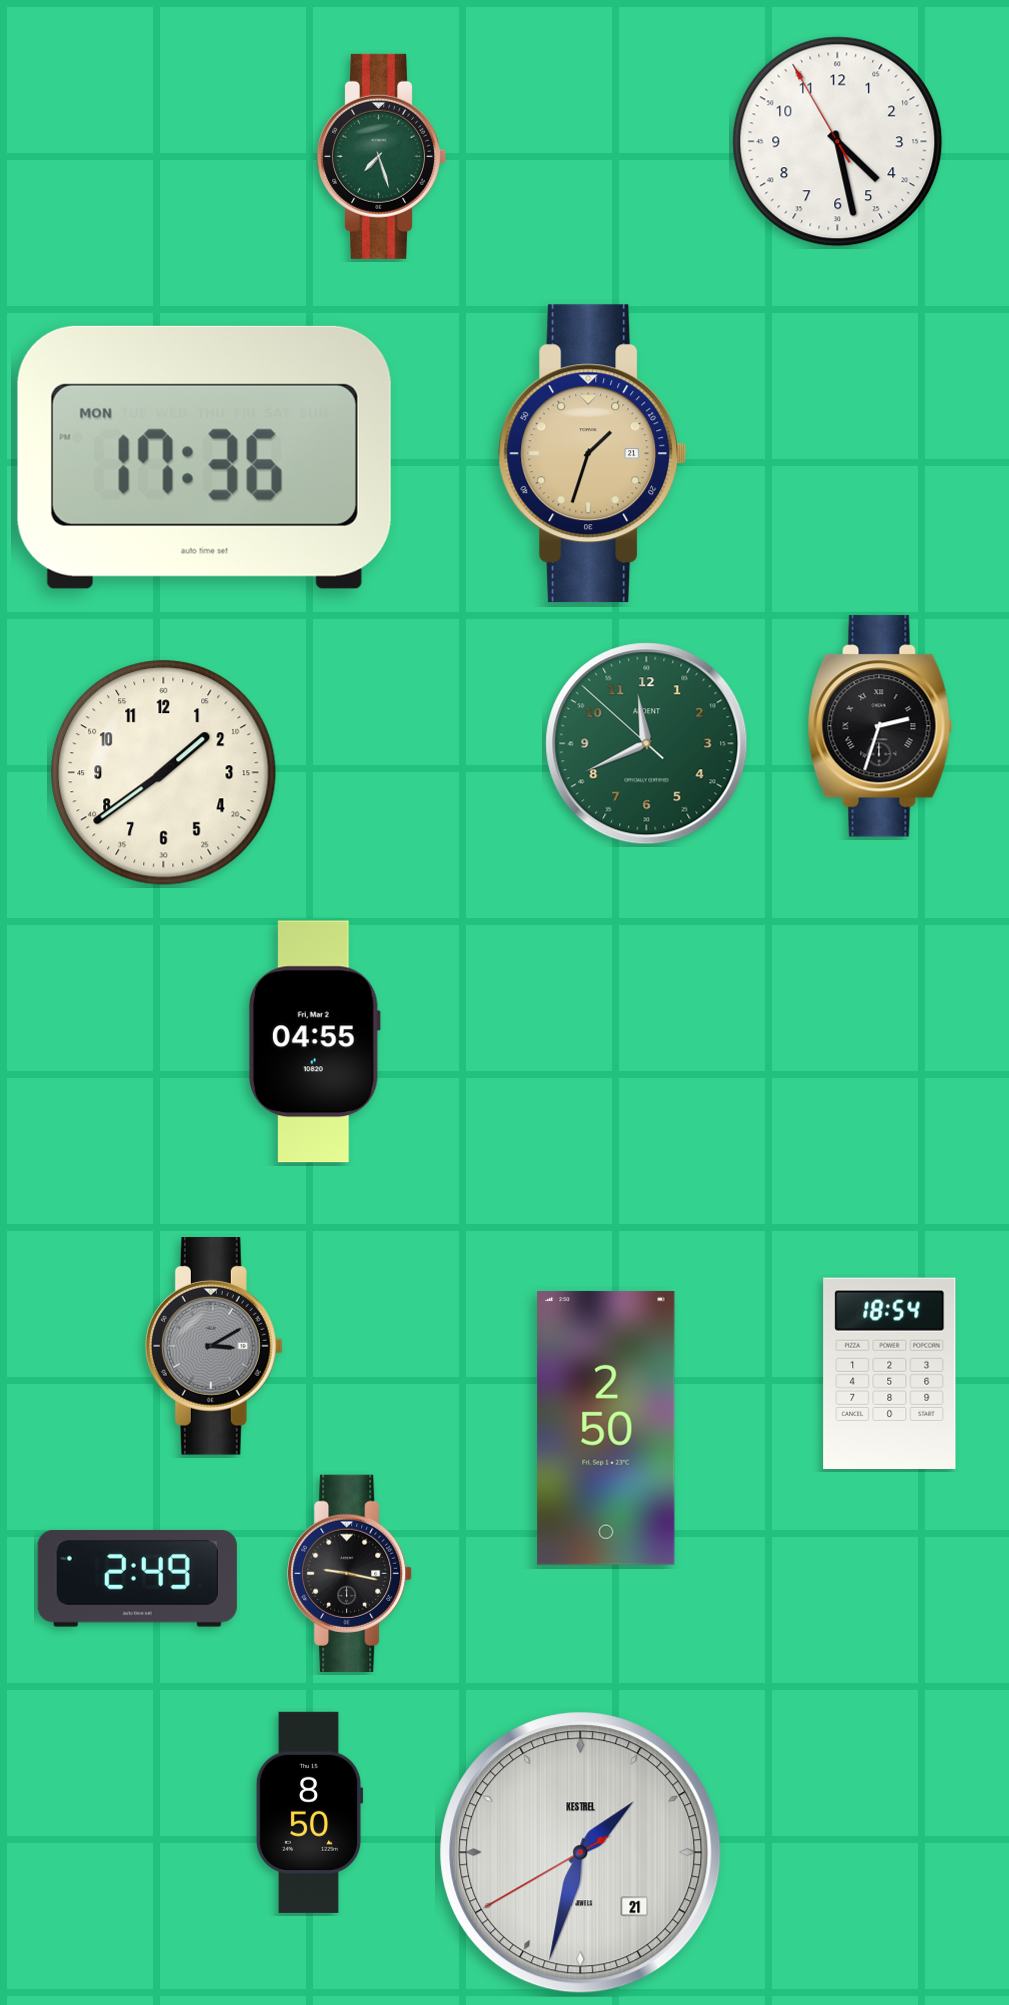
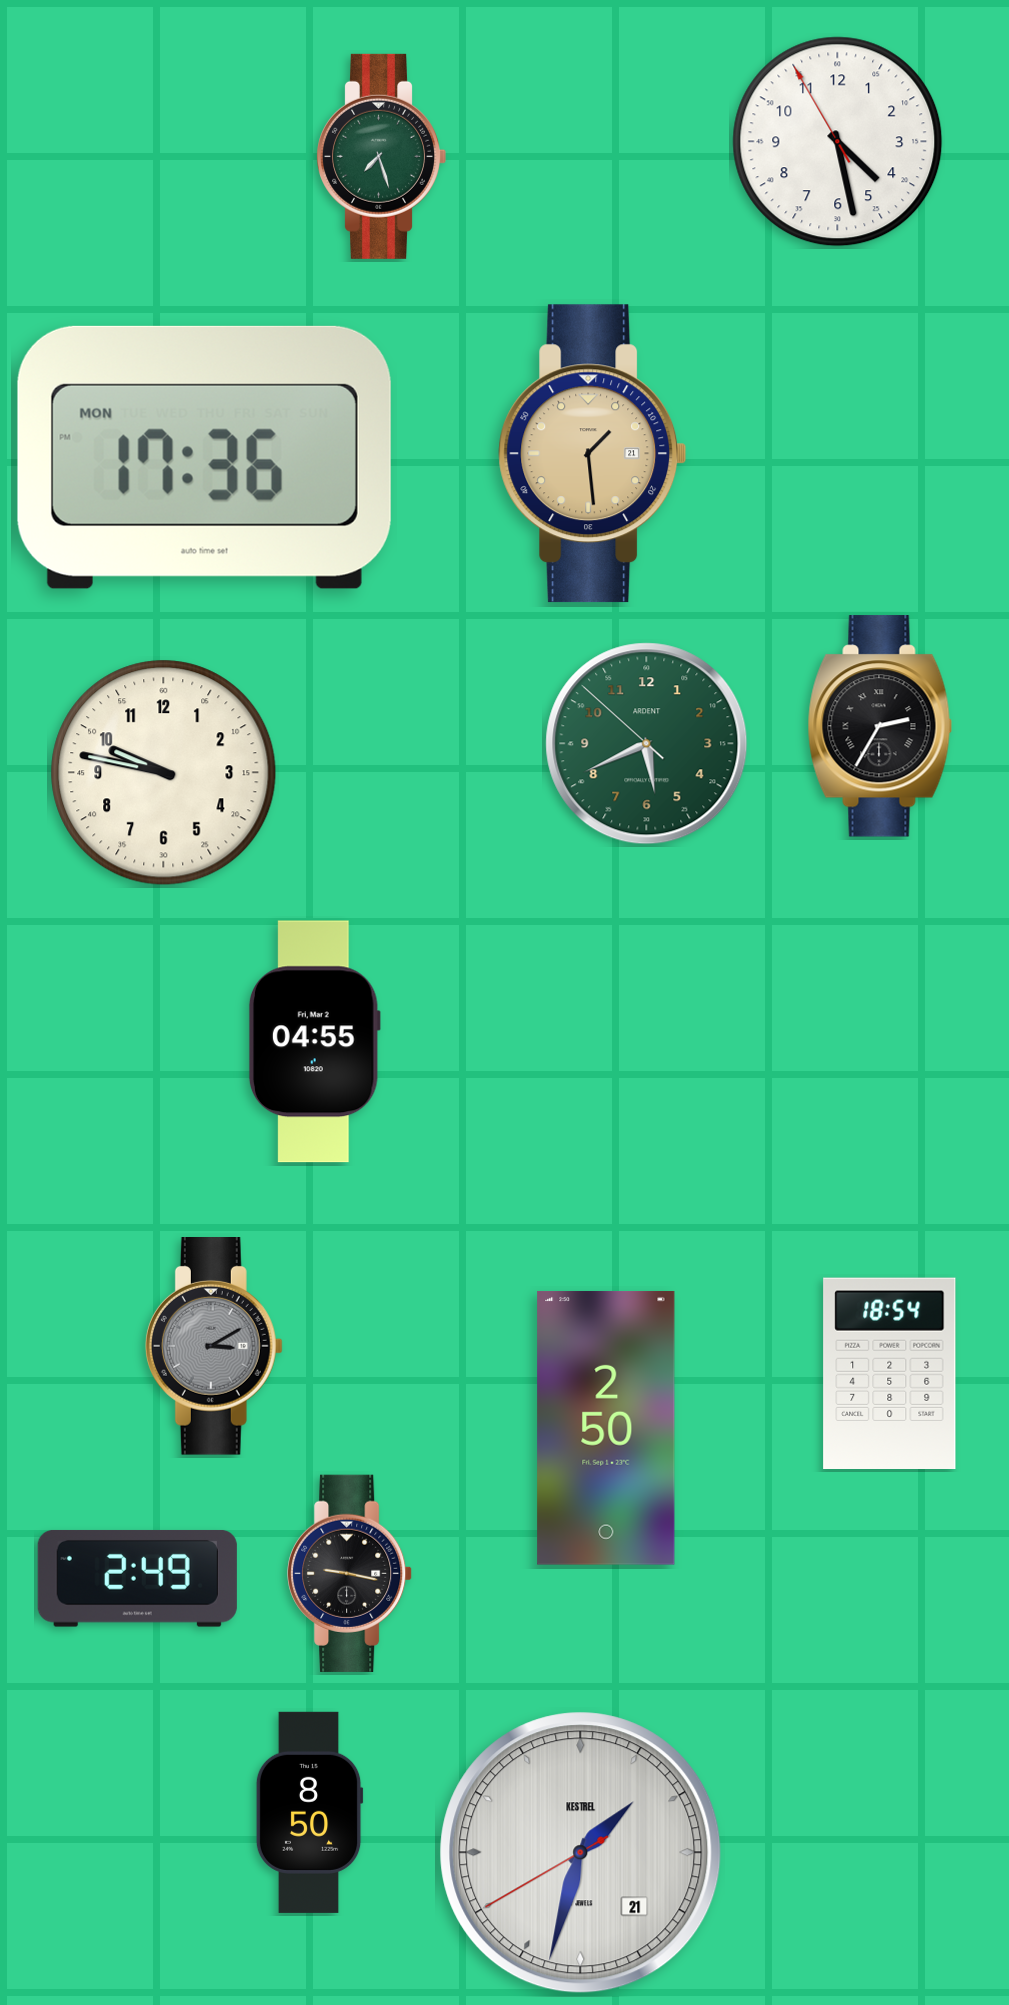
clock at (593, 454): 1:33 -> 1:29
clock at (880, 726): 2:33 -> 2:35
clock at (647, 744): 11:40 -> 5:40
clock at (164, 773): 1:39 -> 9:47
